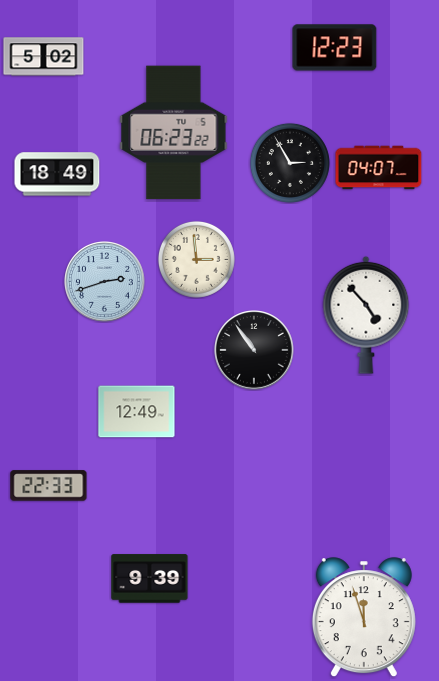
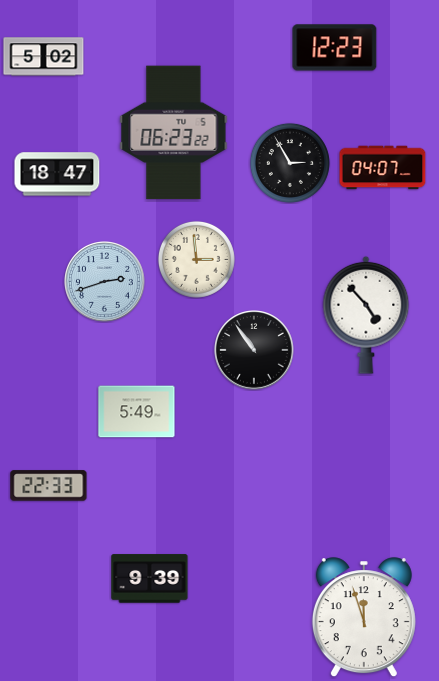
clock at (379, 168) position: (379, 168) -> (383, 168)
clock at (57, 174): 18:49 -> 18:47
clock at (137, 412): 12:49 -> 5:49
